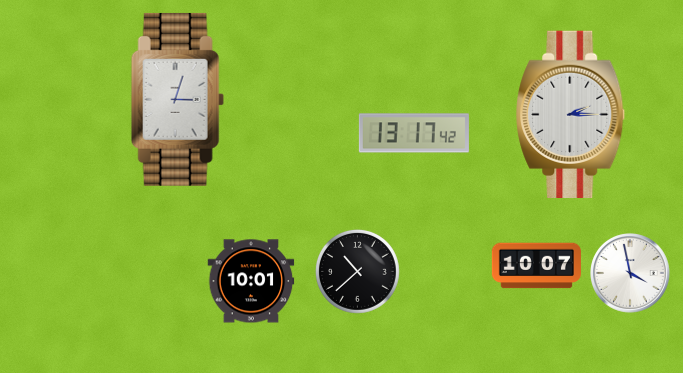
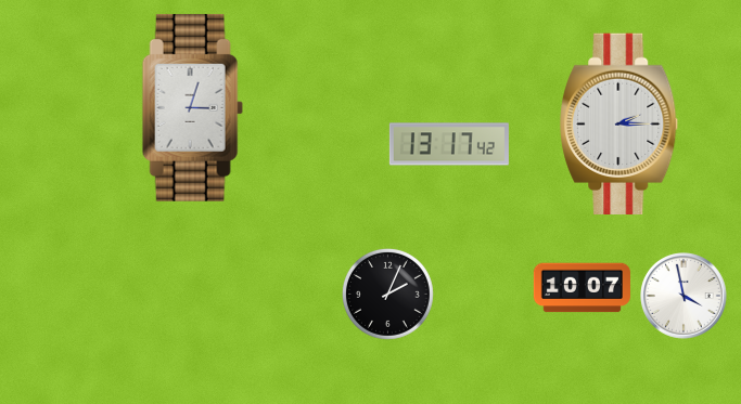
clock at (357, 271): 10:38 -> 2:04
clock at (251, 281): 10:01 -> none
